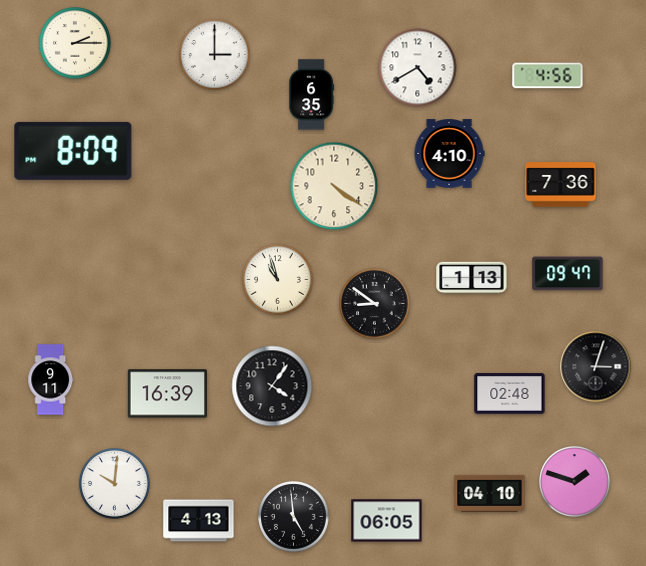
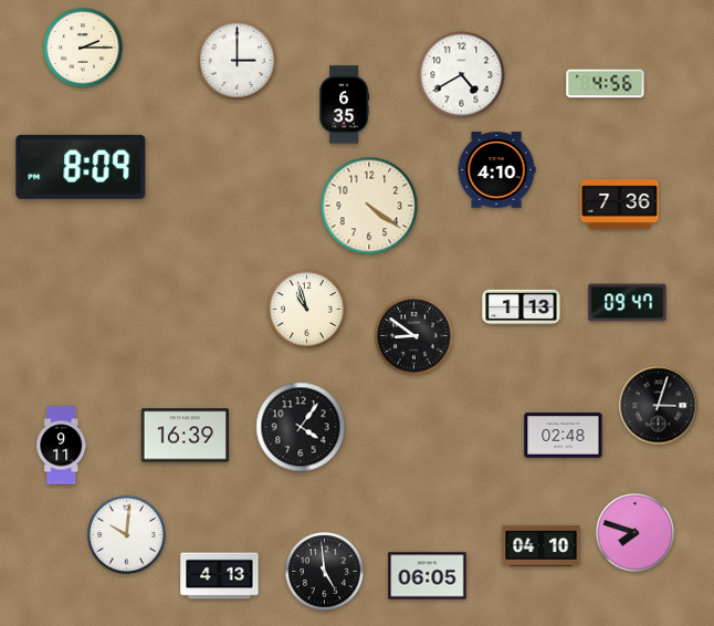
clock at (51, 380) position: (51, 380) -> (62, 446)
clock at (575, 482): 1:48 -> 7:48
